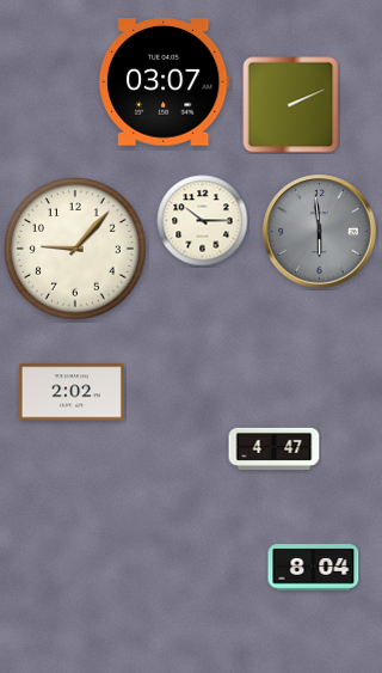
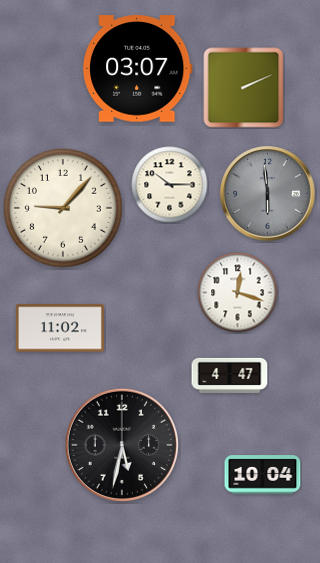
clock at (238, 293): none -> 12:18
clock at (72, 392): 2:02 -> 11:02
clock at (121, 444): none -> 5:32
clock at (314, 568): 8:04 -> 10:04
